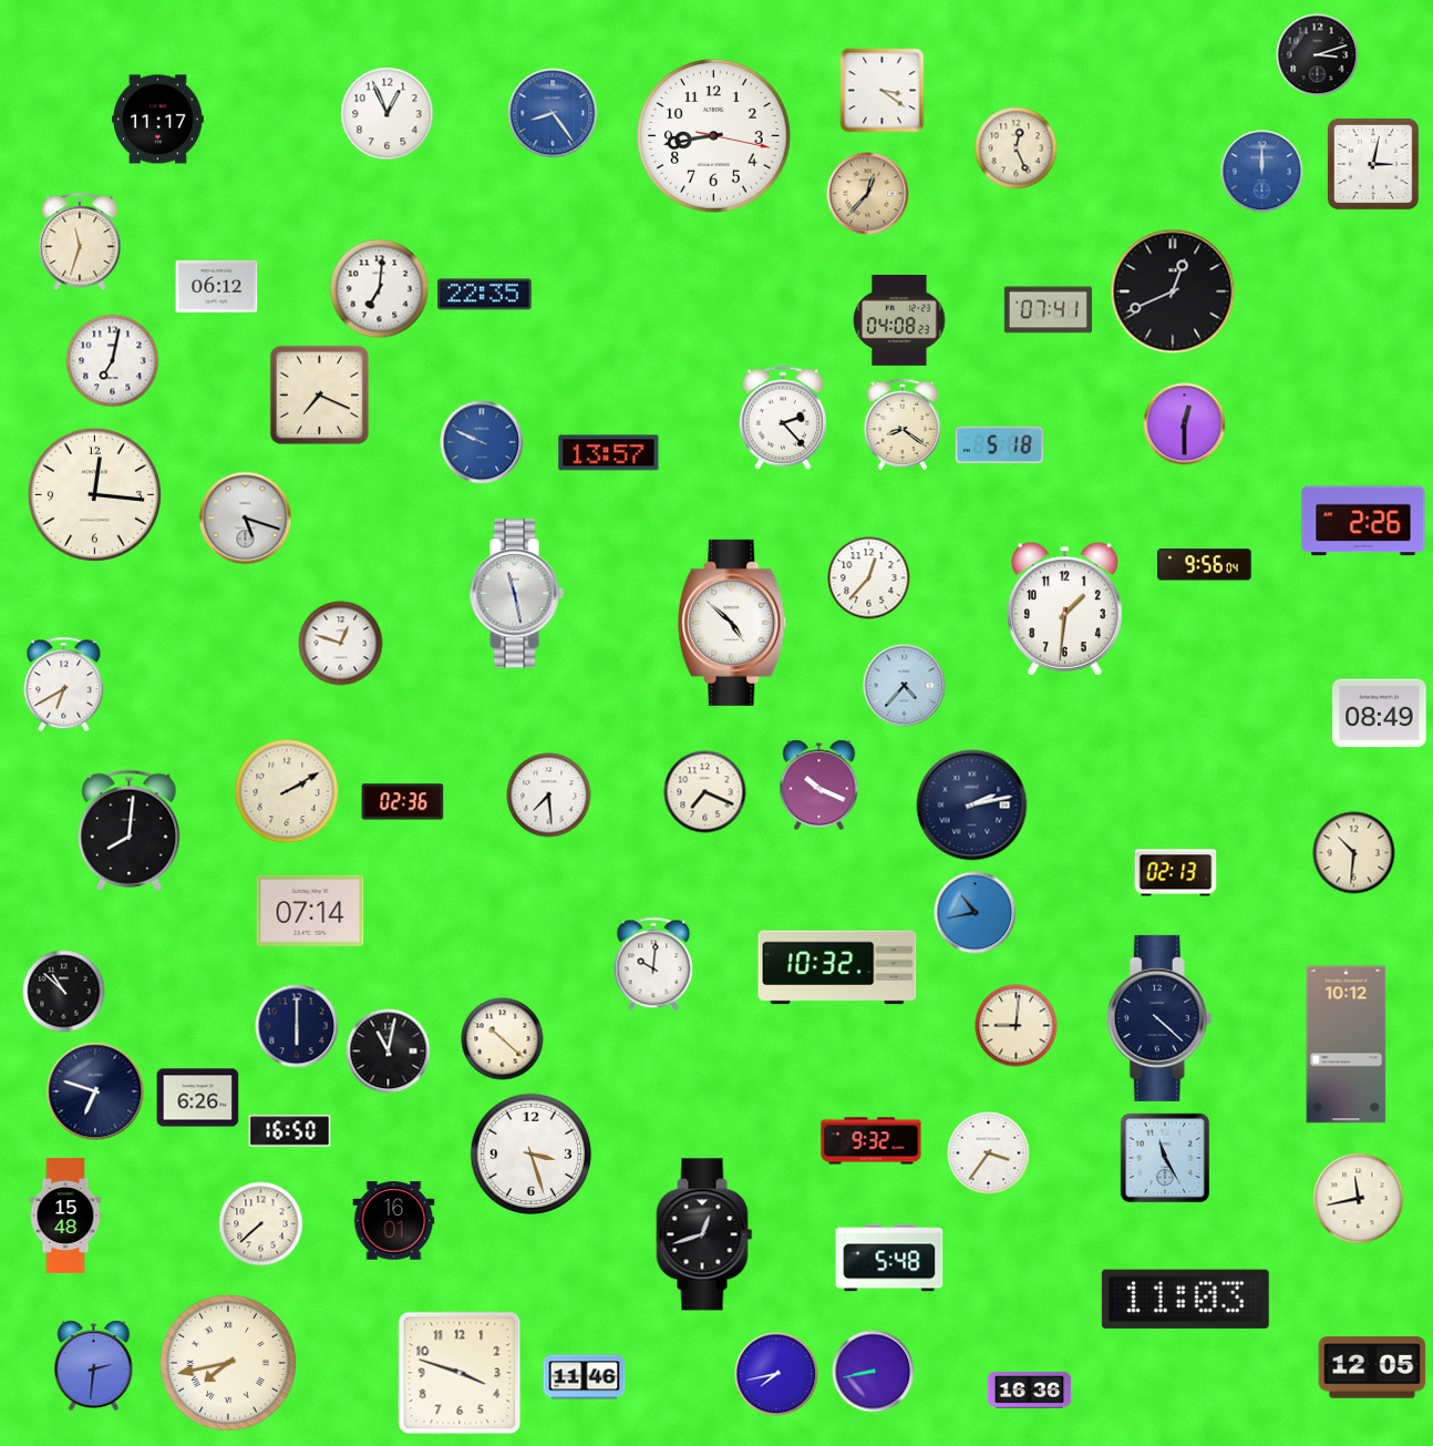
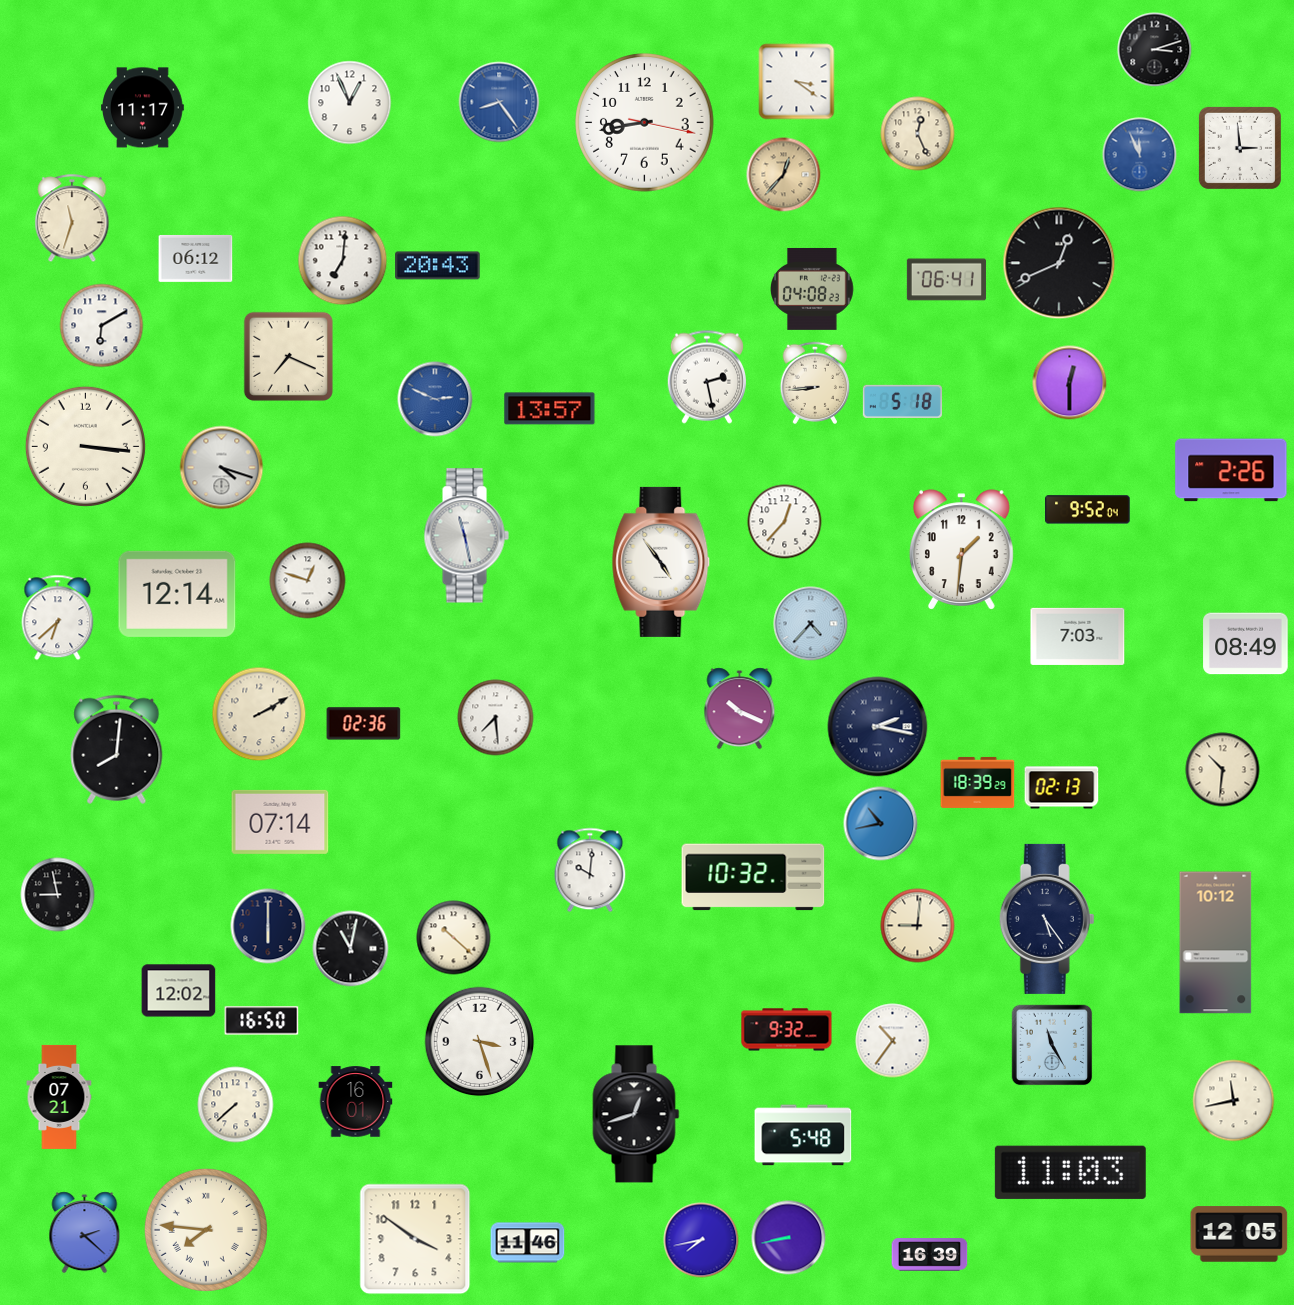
clock at (1318, 55) position: (1318, 55) -> (1155, 50)
clock at (1373, 164): 3:02 -> 2:59
clock at (1262, 172): 12:00 -> 11:56
clock at (485, 295): 22:35 -> 20:43
clock at (1048, 310): 07:41 -> 06:41
clock at (113, 361): 7:02 -> 6:10
clock at (782, 418): 2:23 -> 2:28
clock at (901, 423): 8:21 -> 8:44
clock at (482, 442): 9:49 -> 2:49
clock at (94, 494): 12:16 -> 3:16
clock at (246, 519): 5:18 -> 4:18
clock at (1205, 565): 9:56 -> 9:52
clock at (732, 623): 4:52 -> 4:54
clock at (177, 594): none -> 12:14
clock at (64, 685): 6:40 -> 6:38
clock at (905, 686) position: (905, 686) -> (811, 624)
clock at (1078, 636): none -> 7:03
clock at (705, 792): 7:19 -> none
clock at (972, 806): 2:13 -> 2:17
clock at (978, 782): none -> 18:39
clock at (837, 967) position: (837, 967) -> (753, 877)
clock at (64, 992): 10:52 -> 8:58
clock at (1159, 1018): 4:22 -> 5:24
clock at (95, 1091): 6:48 -> none
clock at (198, 1098): 6:26 -> 12:02
clock at (989, 1153): 3:36 -> 10:36
clock at (1359, 1199) position: (1359, 1199) -> (1234, 1101)
clock at (65, 1216): 15:48 -> 07:21
clock at (228, 1363): 7:43 -> 7:46
clock at (94, 1366): 2:31 -> 2:22
clock at (460, 1373): 3:48 -> 3:51
clock at (1030, 1391): 16:36 -> 16:39
